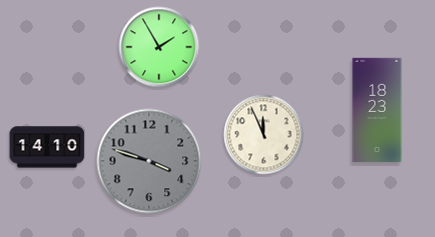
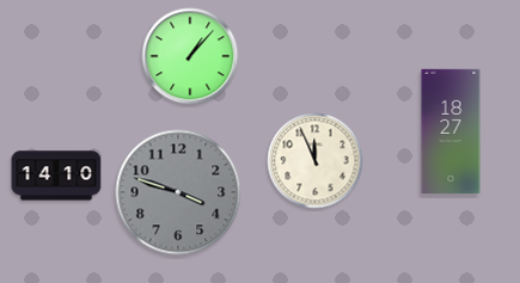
clock at (159, 47): 1:55 -> 1:07
clock at (377, 109): 18:23 -> 18:27
